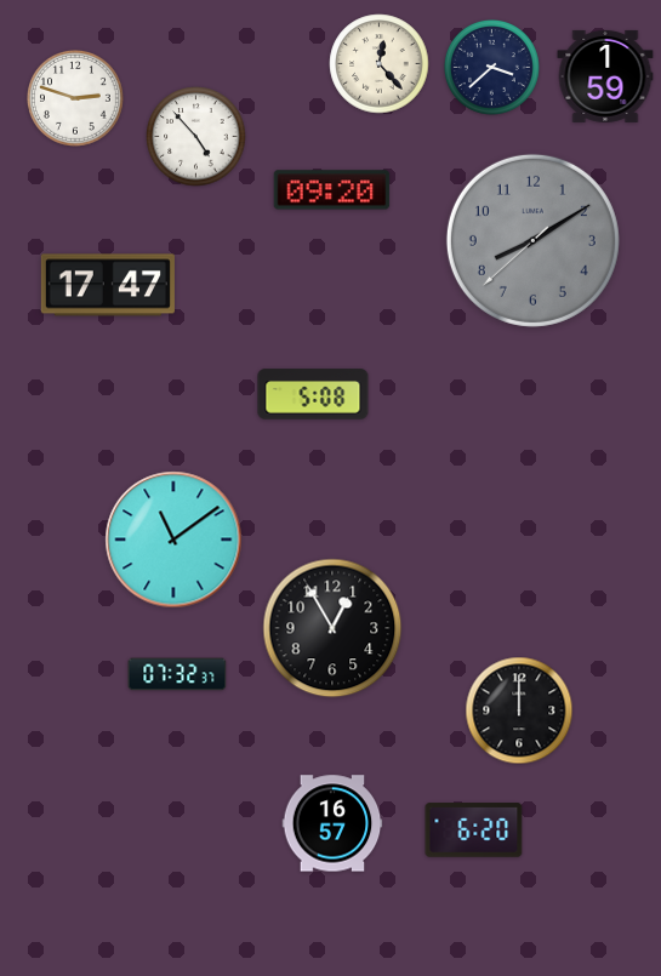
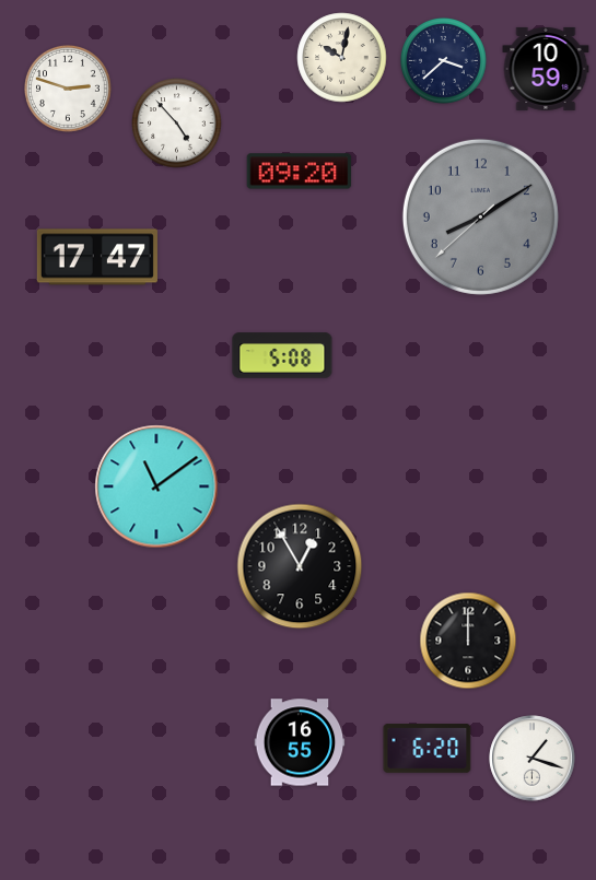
clock at (380, 64): 12:23 -> 10:02
clock at (605, 76): 1:59 -> 10:59
clock at (177, 674): 07:32 -> none
clock at (332, 823): 16:57 -> 16:55
clock at (533, 759): none -> 1:18
